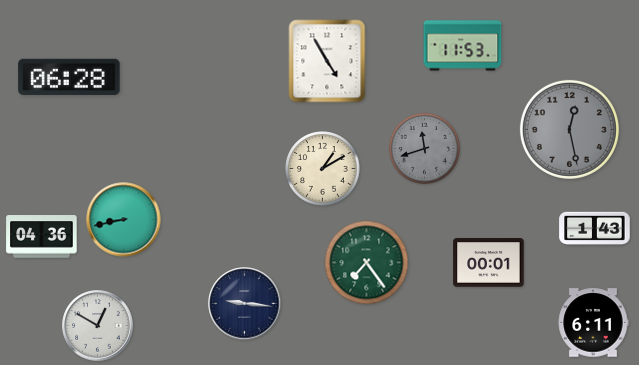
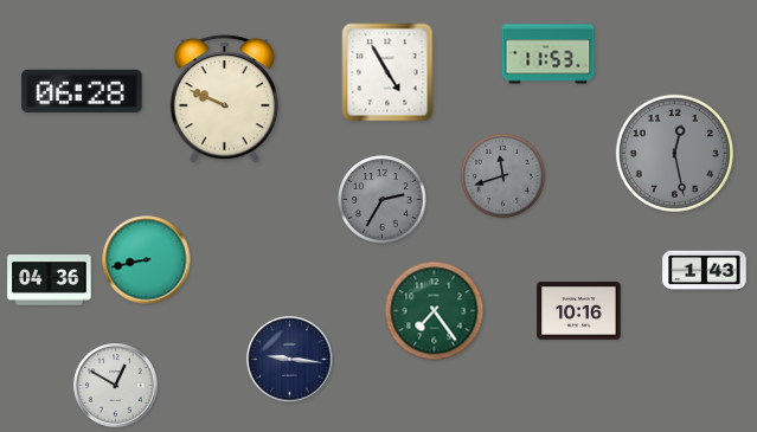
clock at (224, 99): none -> 9:49
clock at (323, 169): 1:10 -> 2:35
clock at (323, 169) dial: cream -> grey
clock at (489, 263): 00:01 -> 10:16
clock at (593, 323): 6:11 -> none
